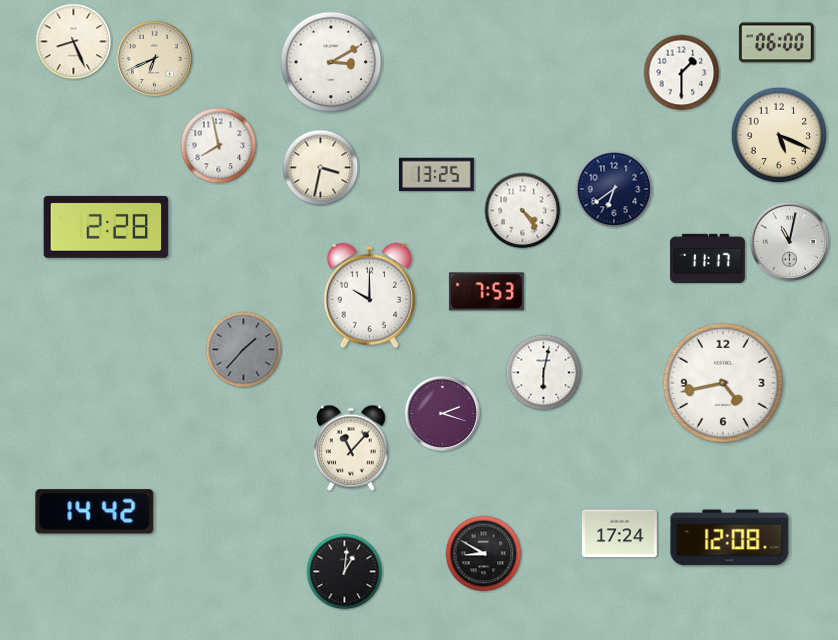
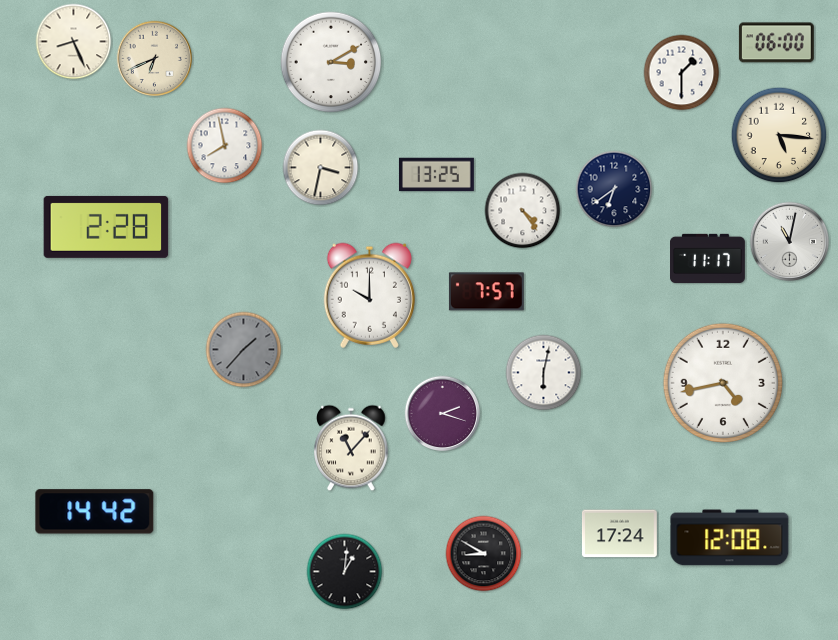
clock at (779, 135): 5:19 -> 5:16
clock at (219, 146) position: (219, 146) -> (225, 146)
clock at (486, 292): 7:53 -> 7:57
